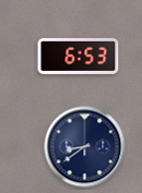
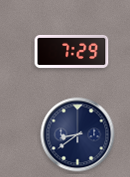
clock at (79, 56): 6:53 -> 7:29
